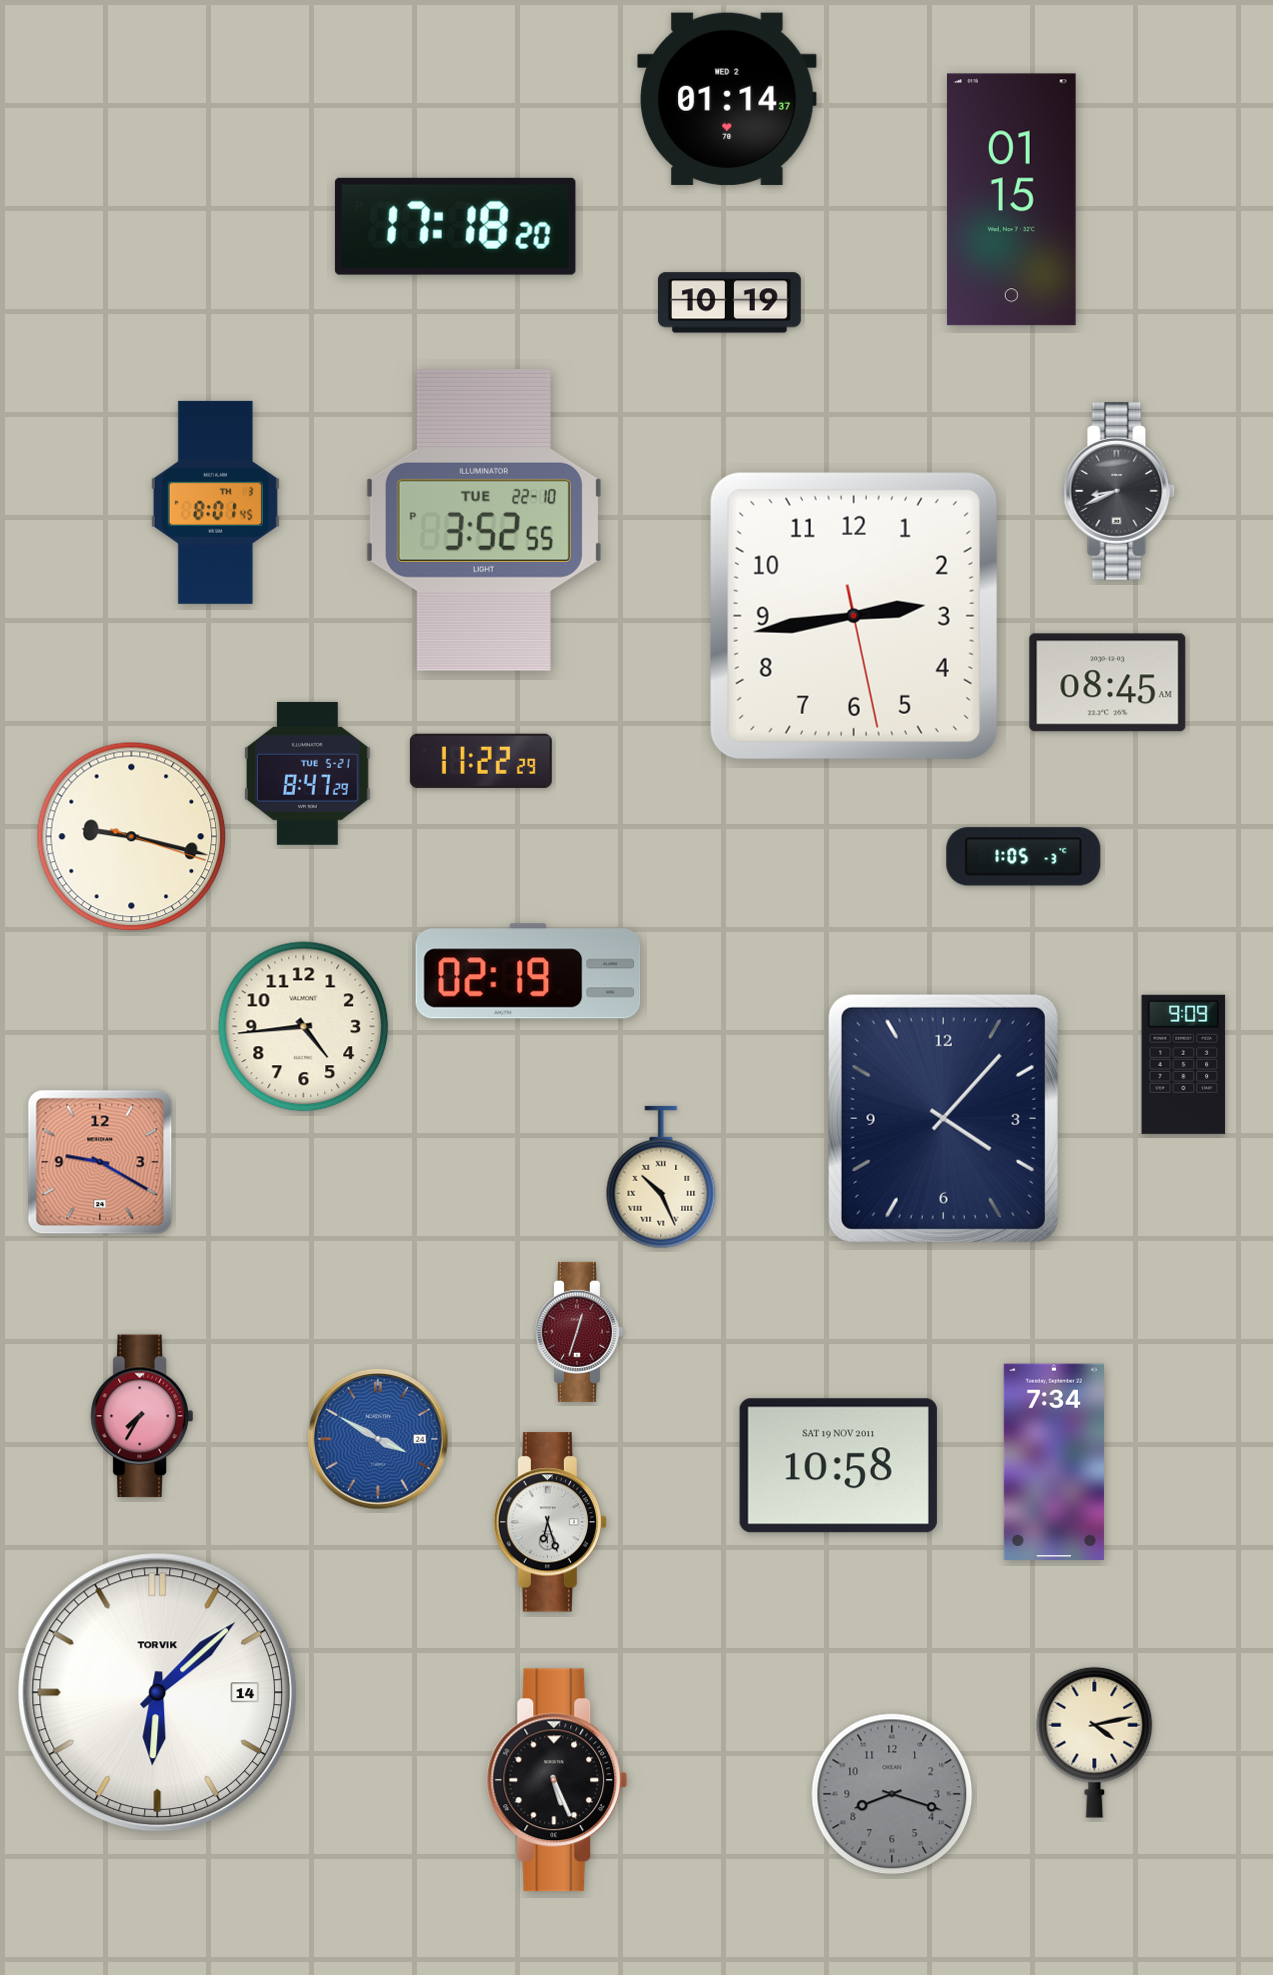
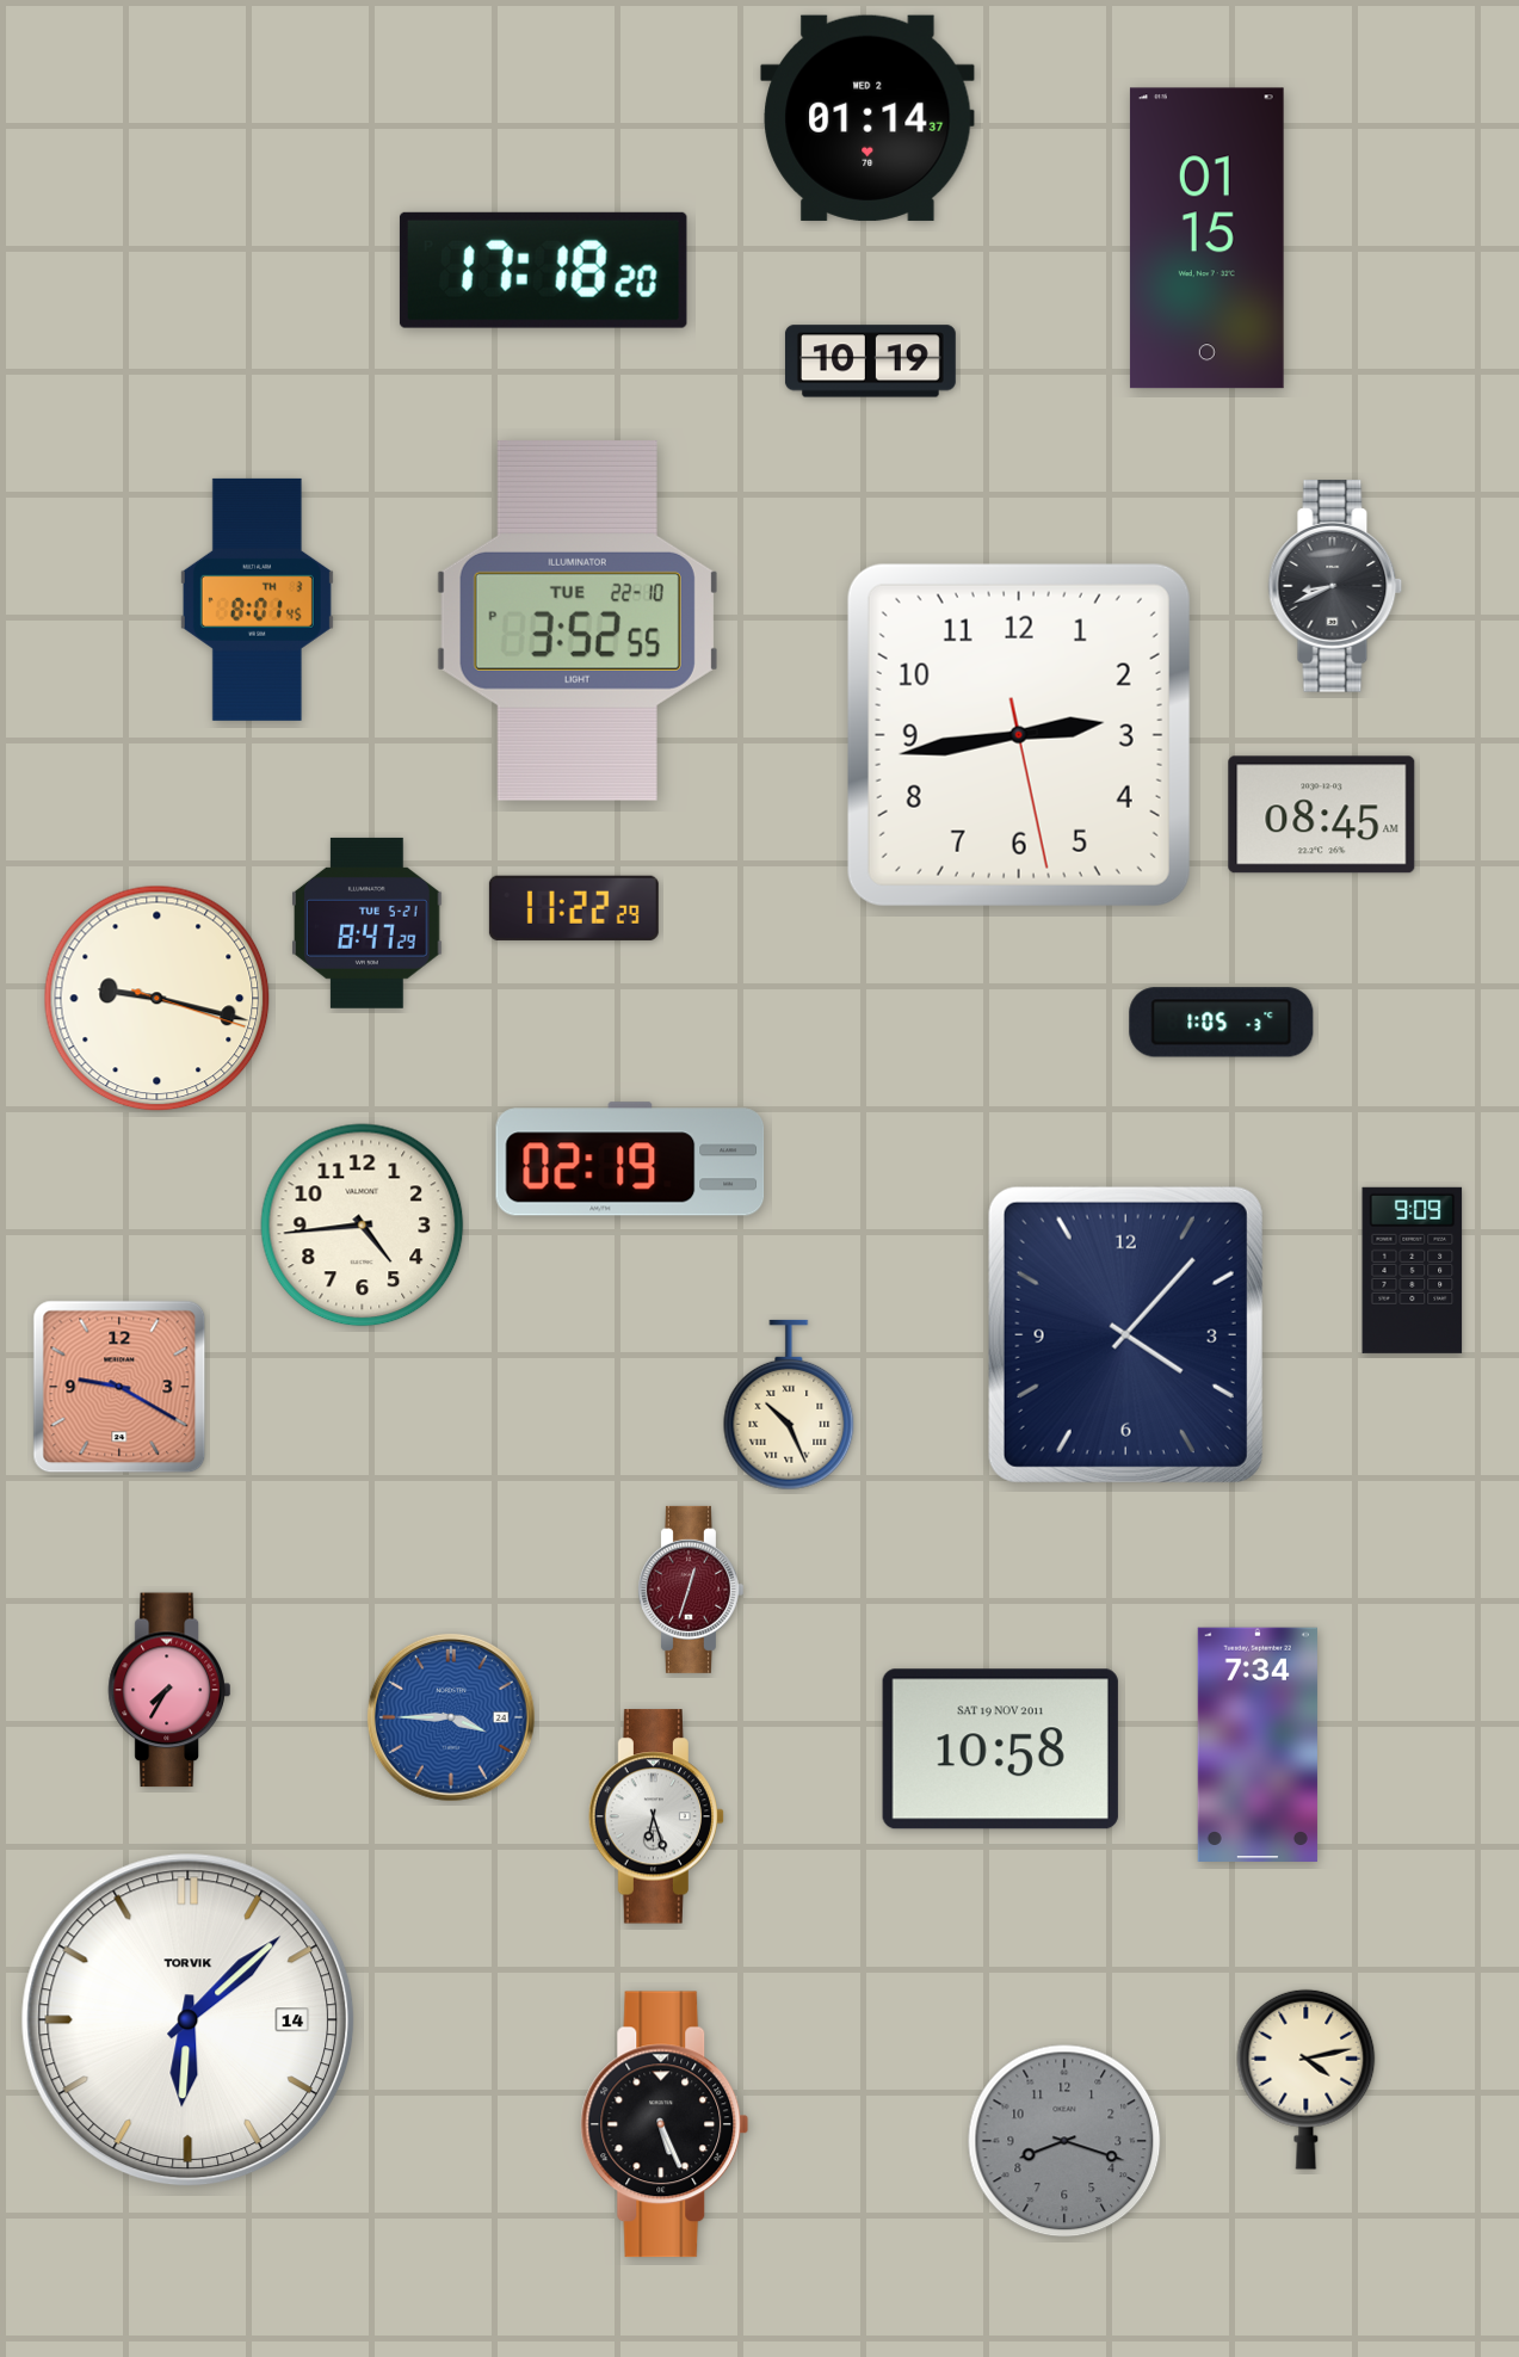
clock at (378, 1439): 3:50 -> 3:45
